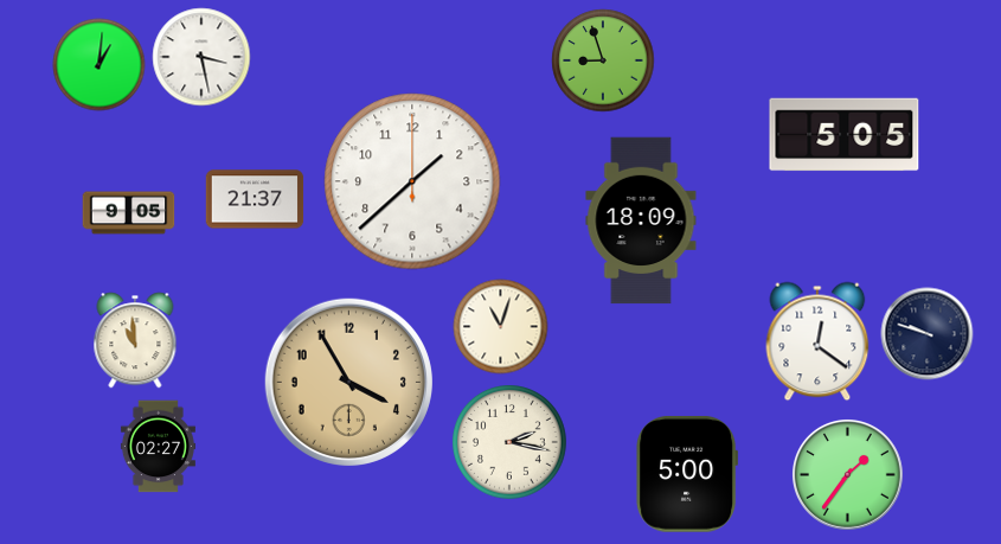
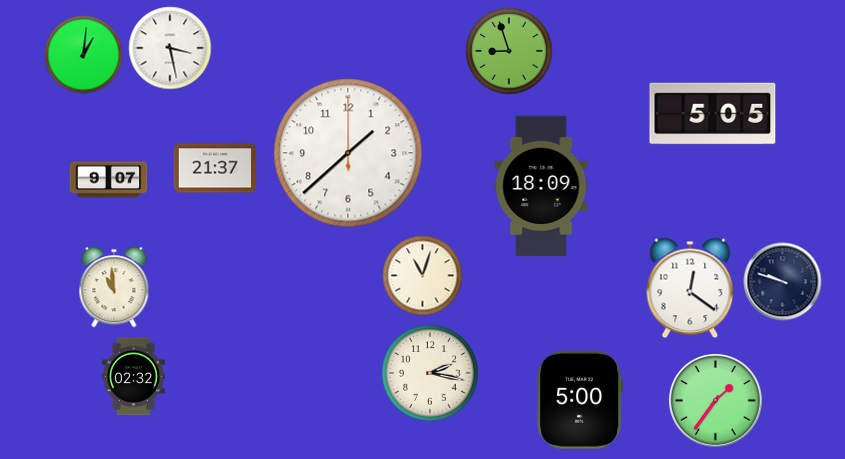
clock at (128, 213): 9:05 -> 9:07
clock at (348, 382): 3:55 -> none
clock at (158, 446): 02:27 -> 02:32
